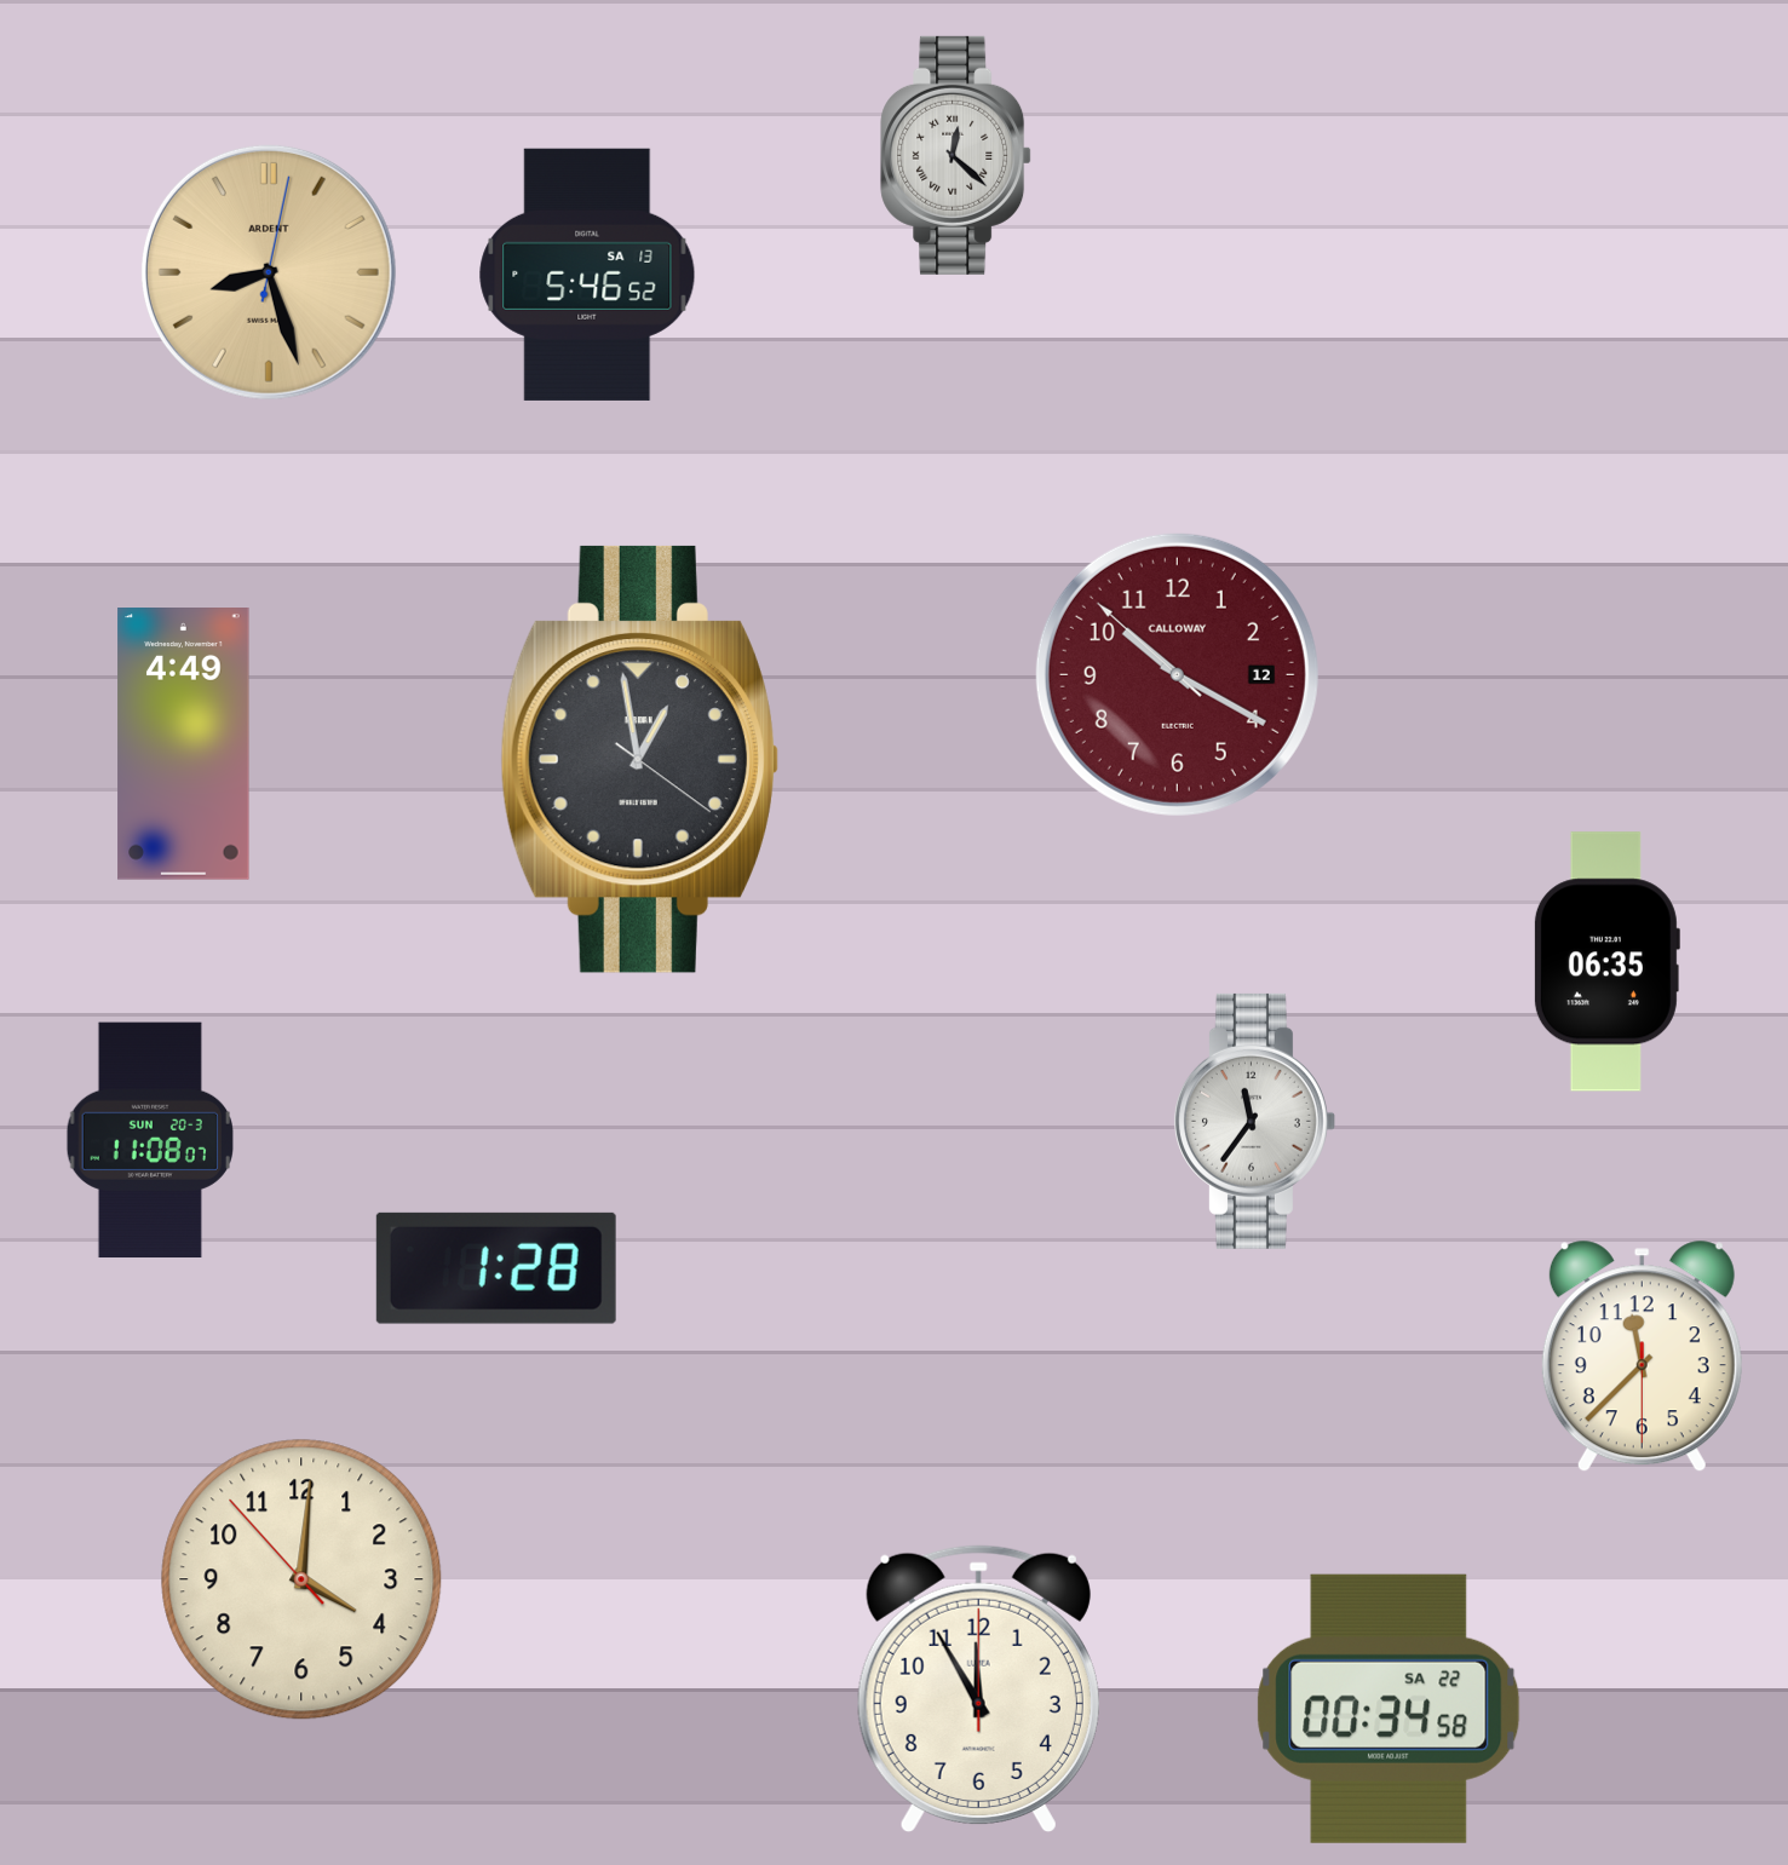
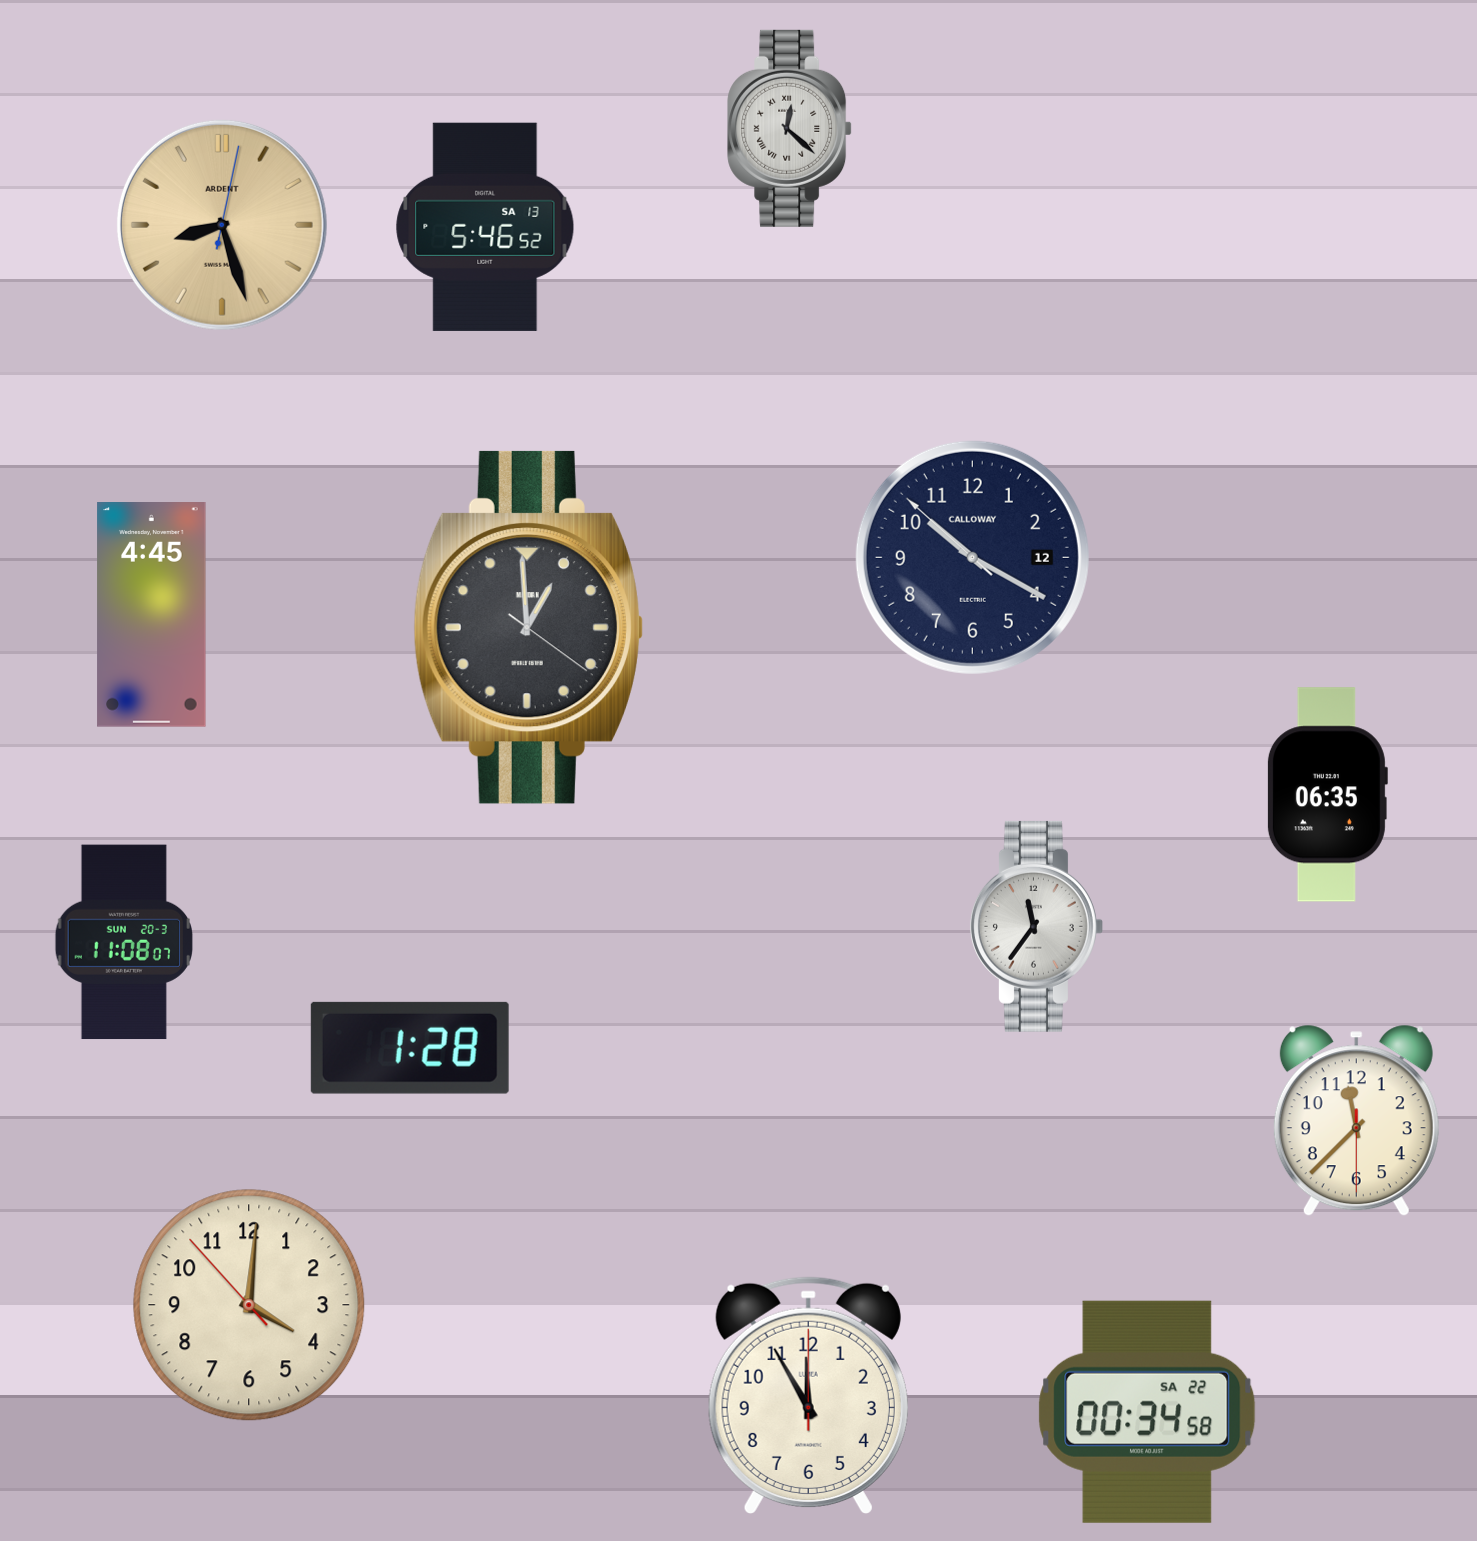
clock at (1177, 674) dial: burgundy -> navy
clock at (184, 744): 4:49 -> 4:45
clock at (639, 759): 12:58 -> 12:59
